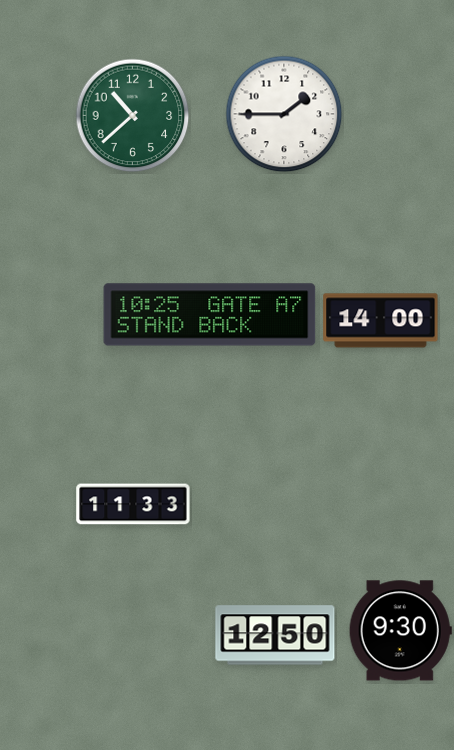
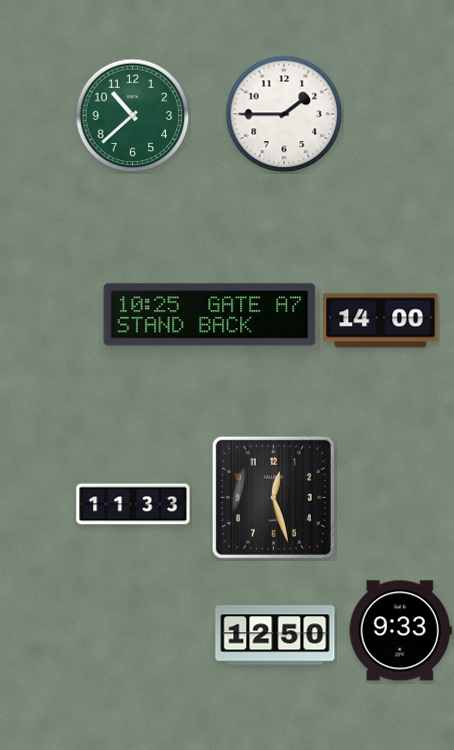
clock at (273, 497): none -> 12:27
clock at (400, 631): 9:30 -> 9:33
